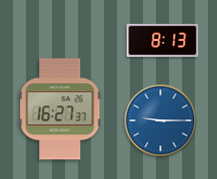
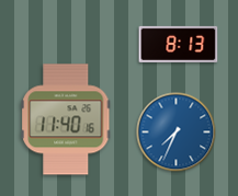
clock at (60, 109): 16:27 -> 11:40
clock at (161, 121): 9:15 -> 7:34
